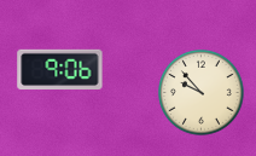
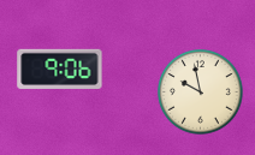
clock at (202, 93): 9:53 -> 9:58
